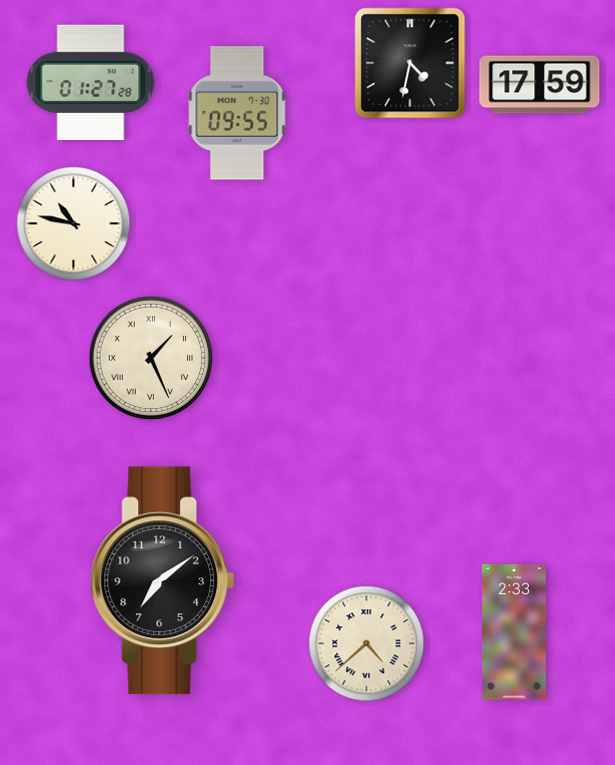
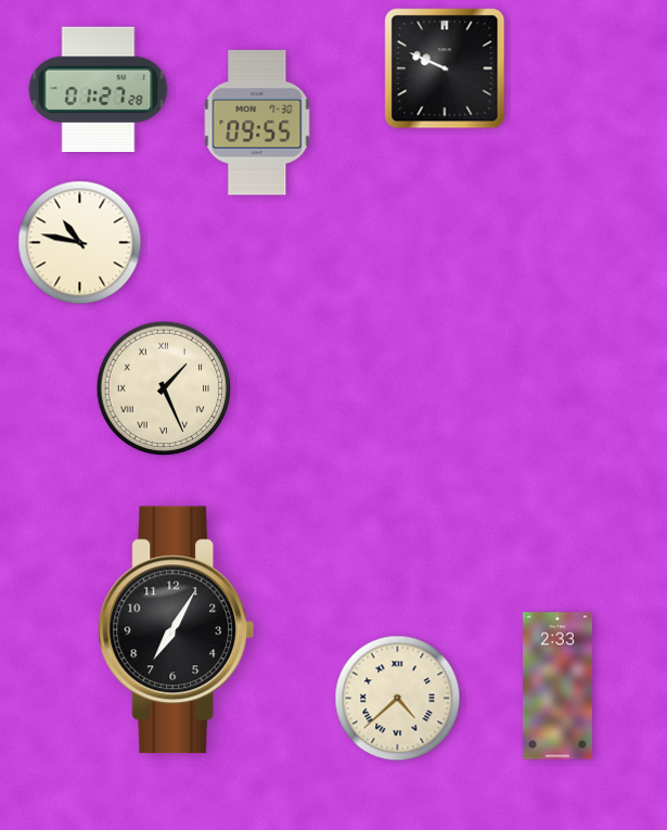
clock at (410, 63): 4:32 -> 9:49
clock at (540, 85): 17:59 -> none
clock at (163, 581): 7:09 -> 7:05
